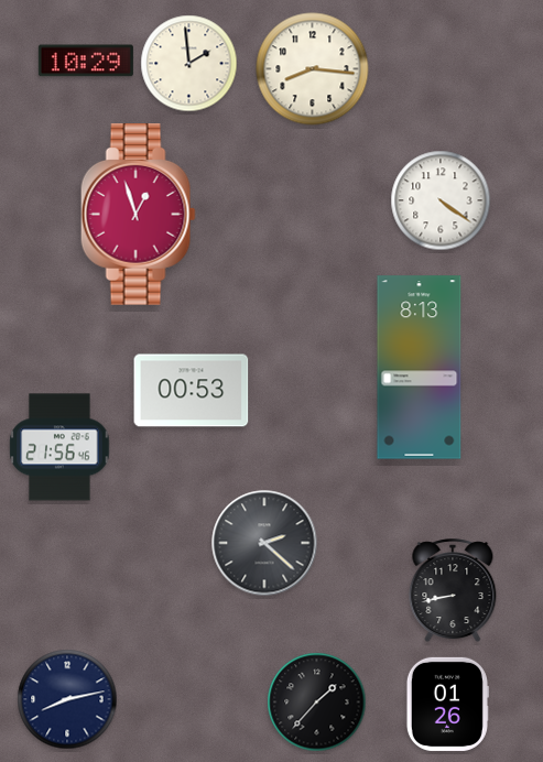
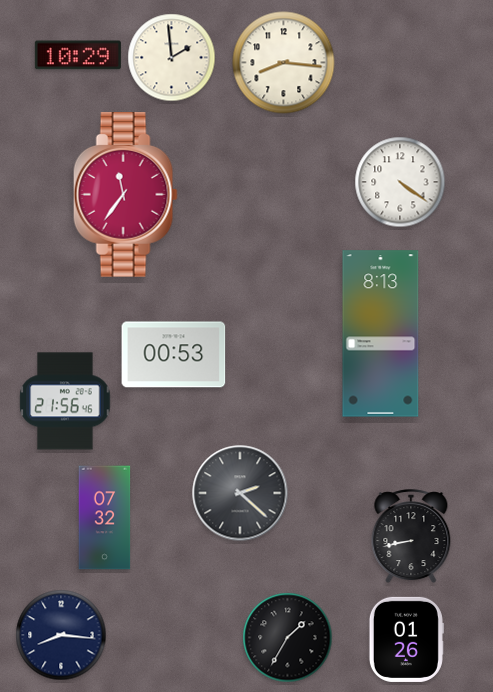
clock at (138, 215): 12:57 -> 11:36
clock at (59, 447) position: (59, 447) -> (65, 401)
clock at (105, 518): none -> 07:32
clock at (67, 699): 8:13 -> 8:16
clock at (317, 703): 1:37 -> 1:35
